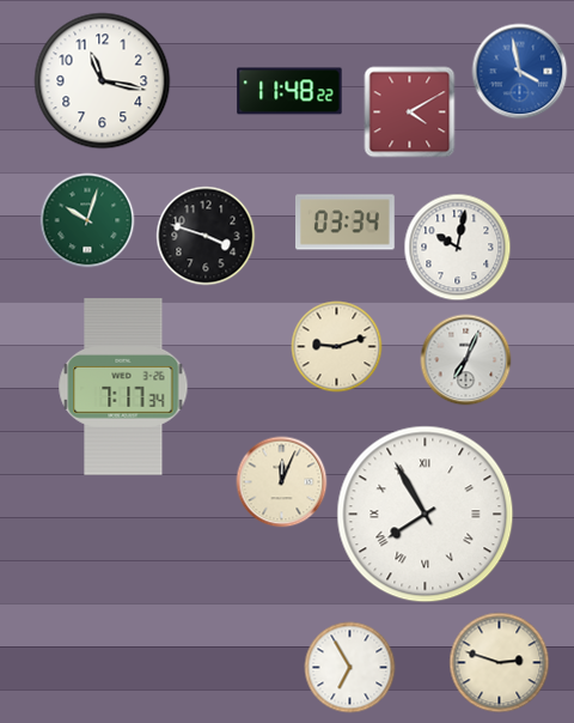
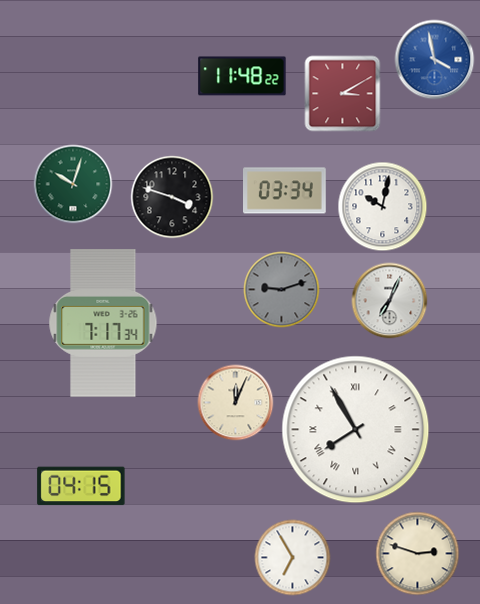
clock at (103, 81): 11:17 -> none
clock at (410, 113): 4:10 -> 3:10
clock at (346, 223) position: (346, 223) -> (285, 191)
clock at (337, 347) dial: cream -> grey
clock at (81, 486): none -> 04:15
